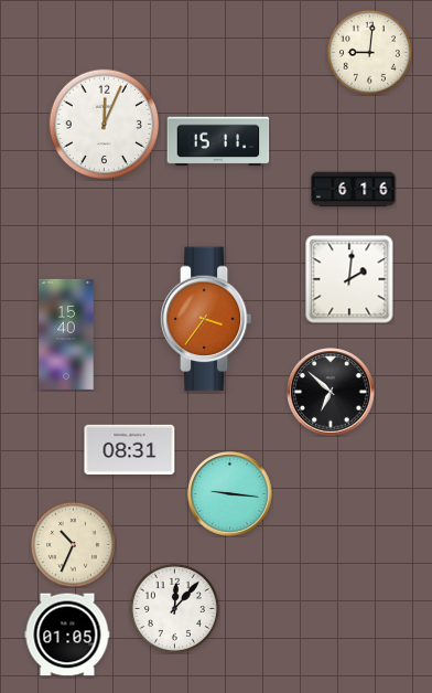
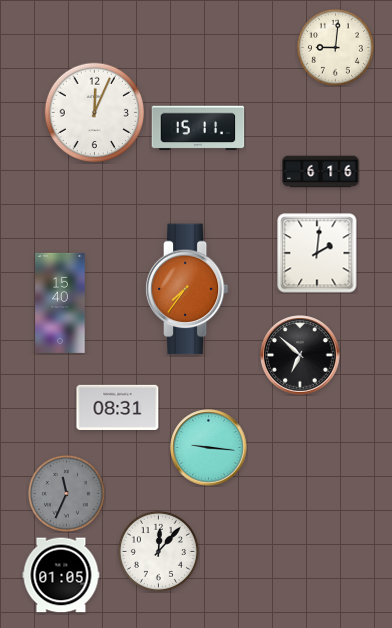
clock at (206, 319): 3:36 -> 7:36
clock at (73, 544): 10:34 -> 11:34
clock at (73, 544) dial: cream -> grey
